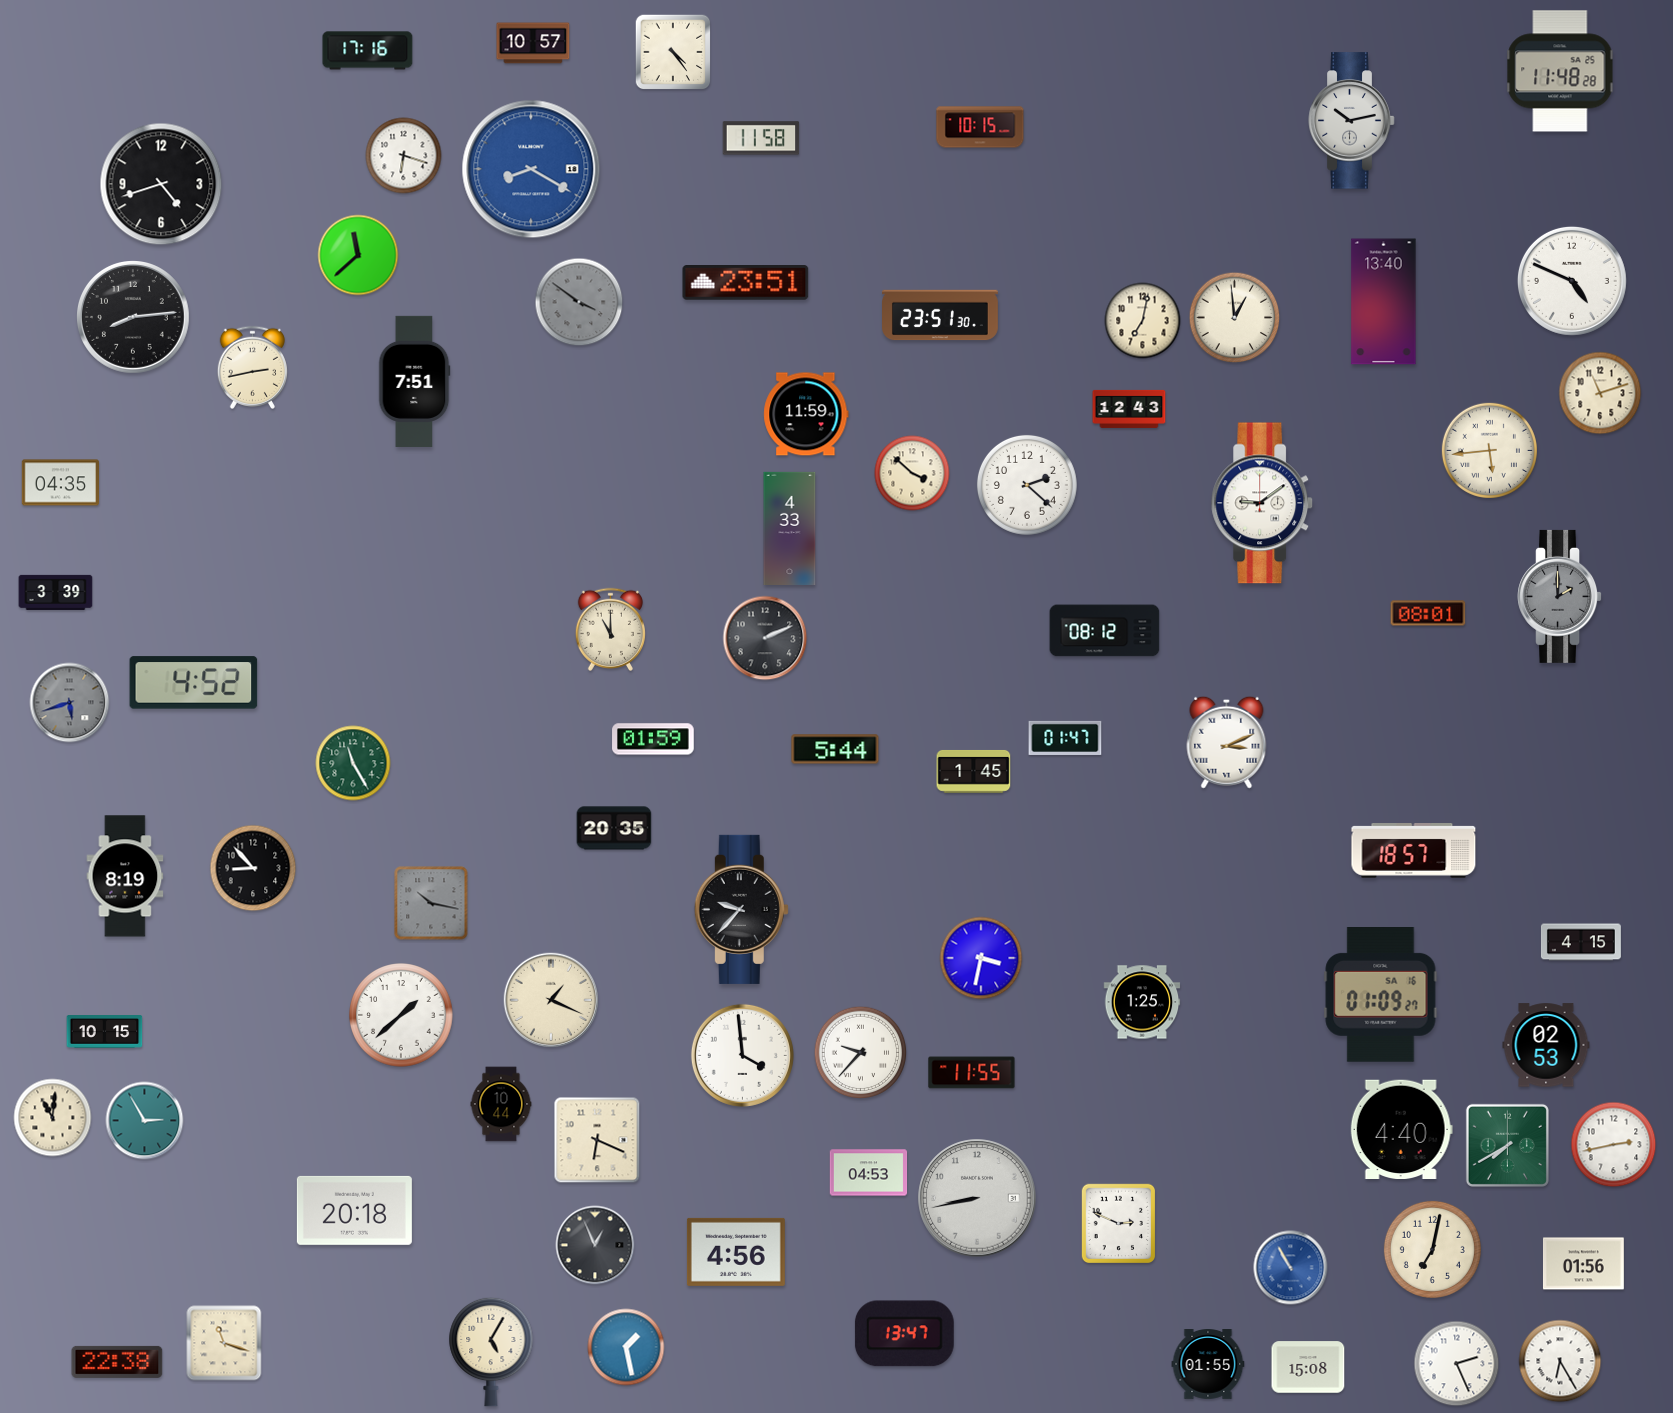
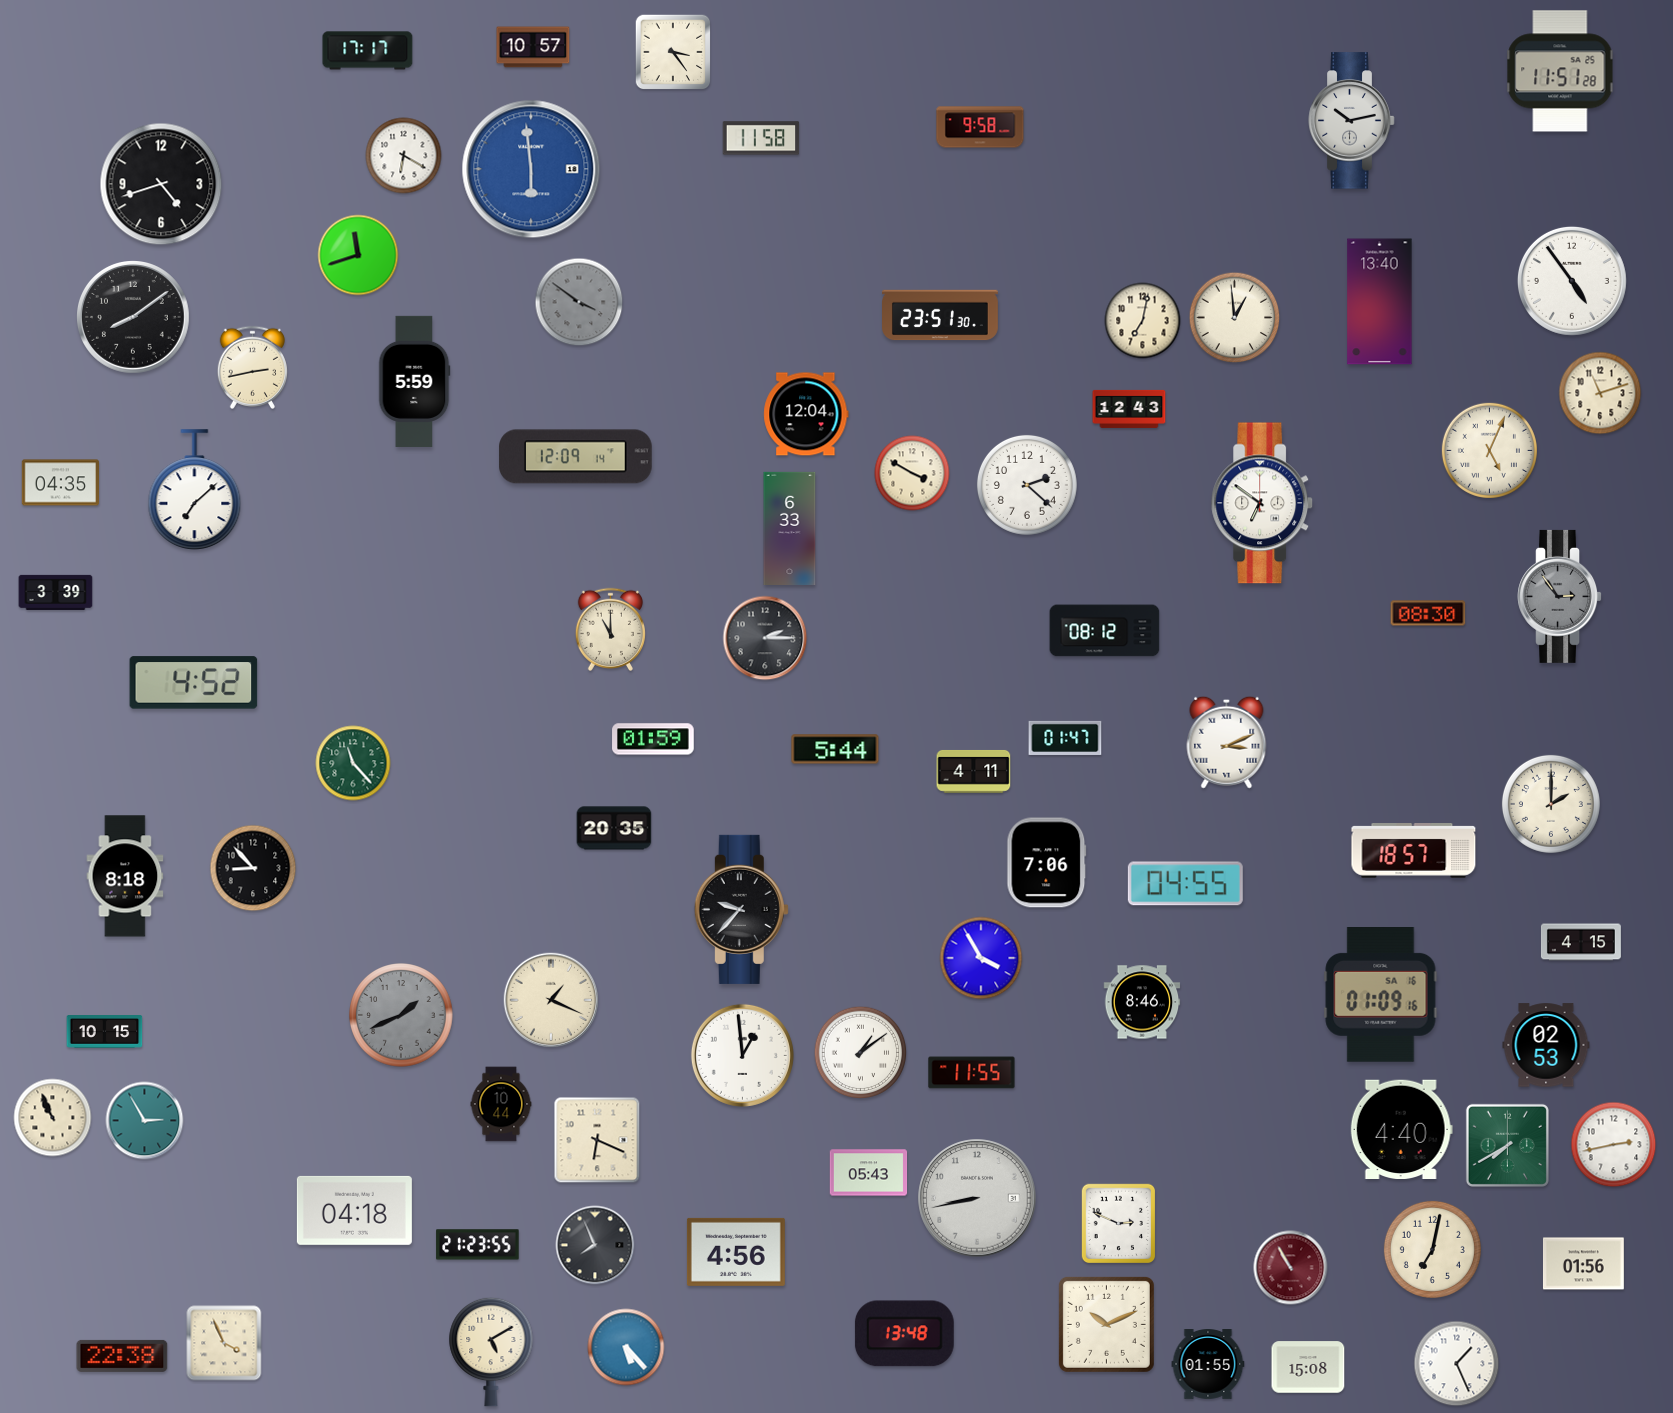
clock at (533, 43) position: (533, 43) -> (533, 47)
clock at (368, 51): 17:16 -> 17:17
clock at (673, 52): 4:24 -> 3:24
clock at (1560, 71): 11:48 -> 11:51
clock at (980, 127): 10:15 -> 9:58
clock at (404, 156): 6:18 -> 6:20
clock at (531, 169): 8:20 -> 5:59
clock at (358, 255): 11:38 -> 11:42
clock at (1572, 281): 4:49 -> 4:54
clock at (746, 283): 23:51 -> none
clock at (1384, 302) position: (1384, 302) -> (1380, 302)
clock at (134, 318): 8:14 -> 8:09
clock at (415, 381): 7:51 -> 5:59
clock at (806, 414): 11:59 -> 12:04
clock at (1489, 450): 5:44 -> 5:04
clock at (576, 457): none -> 12:09
clock at (912, 473): 3:52 -> 3:50
clock at (195, 490): none -> 7:08
clock at (1263, 503): 9:09 -> 6:51
clock at (790, 528): 4:33 -> 6:33
clock at (1560, 596): 2:00 -> 2:54
clock at (1428, 613): 08:01 -> 08:30
clock at (765, 638): 2:11 -> 2:15
clock at (70, 703): 5:42 -> none
clock at (353, 763): 11:25 -> 11:23
clock at (974, 771): 1:45 -> 4:11
clock at (1551, 804): none -> 2:00
clock at (1047, 863): none -> 7:06
clock at (125, 876): 8:19 -> 8:18
clock at (1185, 884): none -> 04:55
clock at (431, 903): 10:17 -> none
clock at (981, 958): 3:32 -> 3:55
clock at (1381, 995): 01:09:27 -> 01:09:16
clock at (1142, 1002): 1:25 -> 8:46
clock at (401, 1015): 1:38 -> 1:41
clock at (401, 1015) dial: white -> grey
clock at (861, 1053): 9:37 -> 1:09
clock at (742, 1055): 3:59 -> 12:59
clock at (53, 1118): 11:01 -> 10:56
clock at (869, 1173): 04:53 -> 05:43
clock at (354, 1210): 20:18 -> 04:18
clock at (478, 1245): none -> 21:23
clock at (595, 1245): 12:56 -> 7:56
clock at (1291, 1268) dial: blue -> burgundy
clock at (1106, 1324): none -> 10:11
clock at (904, 1334): 13:47 -> 13:48
clock at (224, 1343): 11:18 -> 3:56
clock at (626, 1347): 1:28 -> 5:23
clock at (491, 1352): 5:05 -> 5:10
clock at (1560, 1361): 6:25 -> none
clock at (117, 1362) position: (117, 1362) -> (122, 1356)
clock at (1457, 1364): 2:26 -> 1:26
